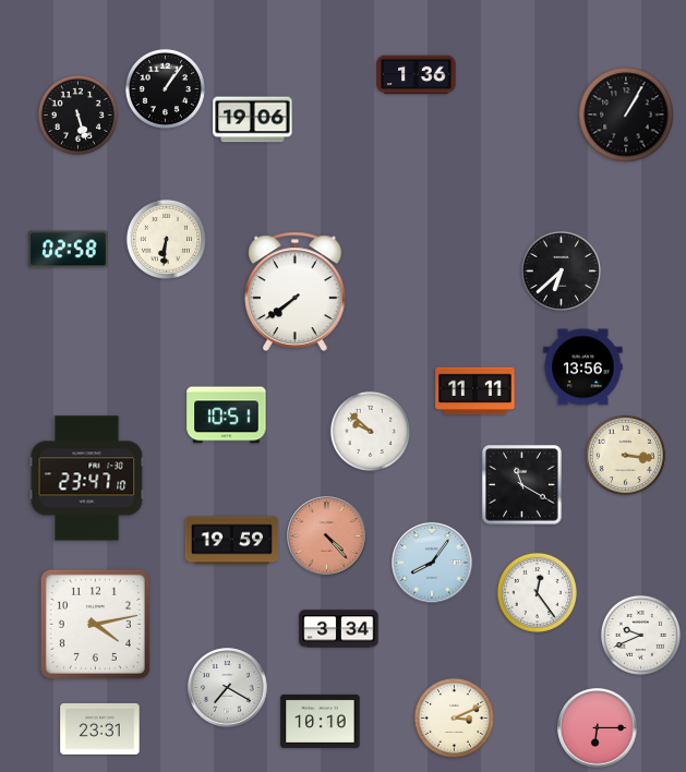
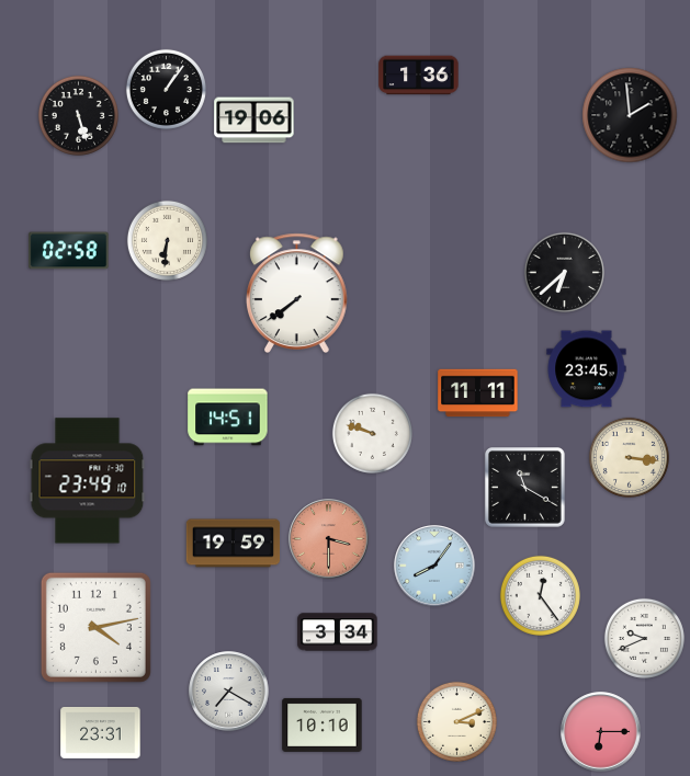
clock at (626, 114): 1:05 -> 1:59
clock at (583, 367): 13:56 -> 23:45
clock at (227, 415): 10:51 -> 14:51
clock at (370, 431): 9:52 -> 9:48
clock at (87, 479): 23:47 -> 23:49
clock at (327, 536): 4:23 -> 3:30
clock at (339, 629) position: (339, 629) -> (338, 632)
